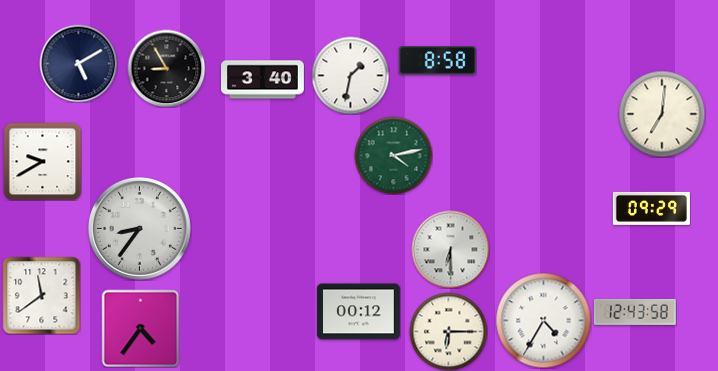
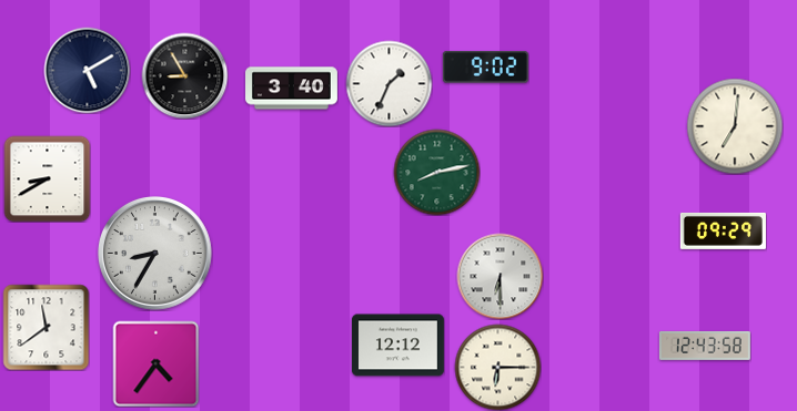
clock at (437, 61): 8:58 -> 9:02
clock at (350, 75): 1:32 -> 1:34
clock at (393, 155): 4:13 -> 8:13
clock at (42, 161): 9:40 -> 8:40
clock at (140, 229): 8:36 -> 8:35
clock at (358, 312): 00:12 -> 12:12
clock at (543, 320): 4:35 -> none
